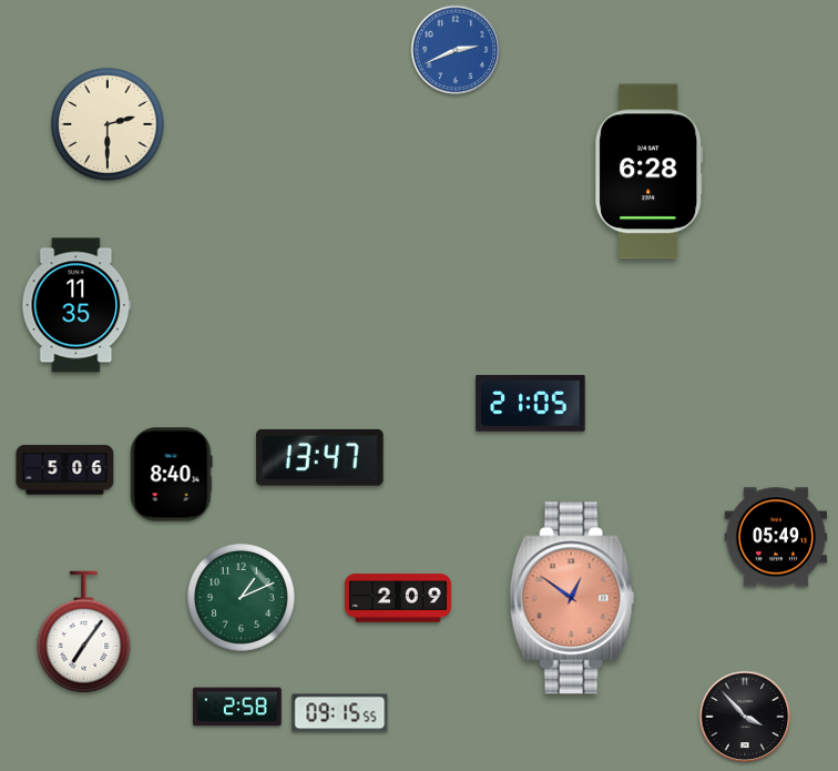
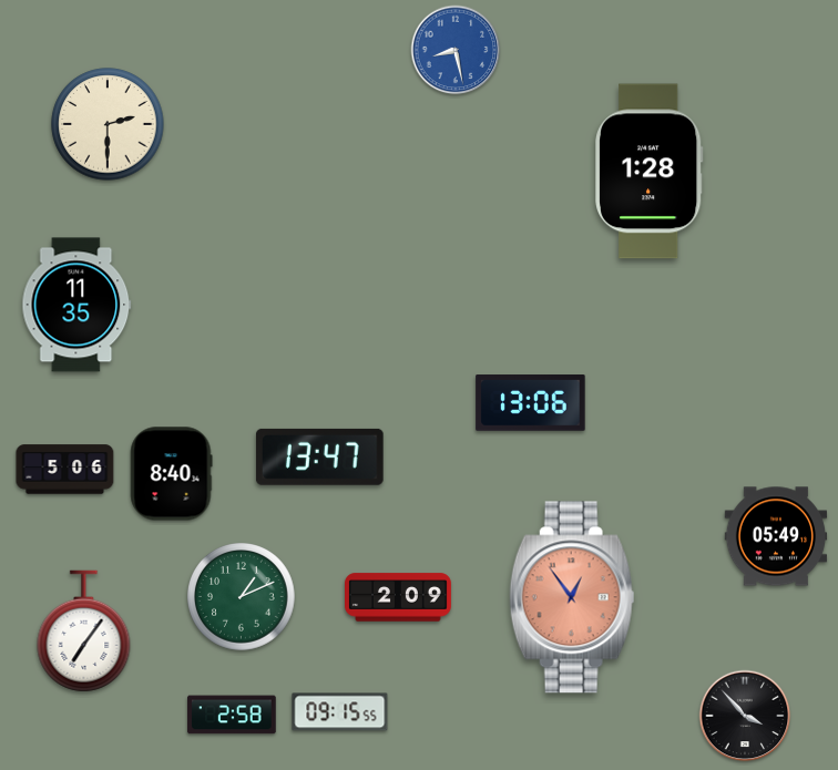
clock at (456, 50): 2:41 -> 8:28
clock at (650, 172): 6:28 -> 1:28
clock at (531, 404): 21:05 -> 13:06
clock at (572, 598): 12:51 -> 12:54
clock at (237, 707) position: (237, 707) -> (232, 715)
